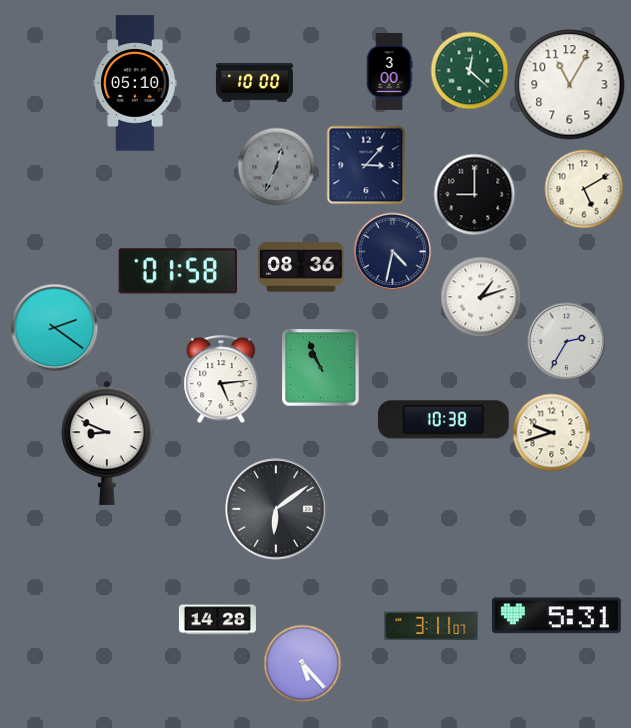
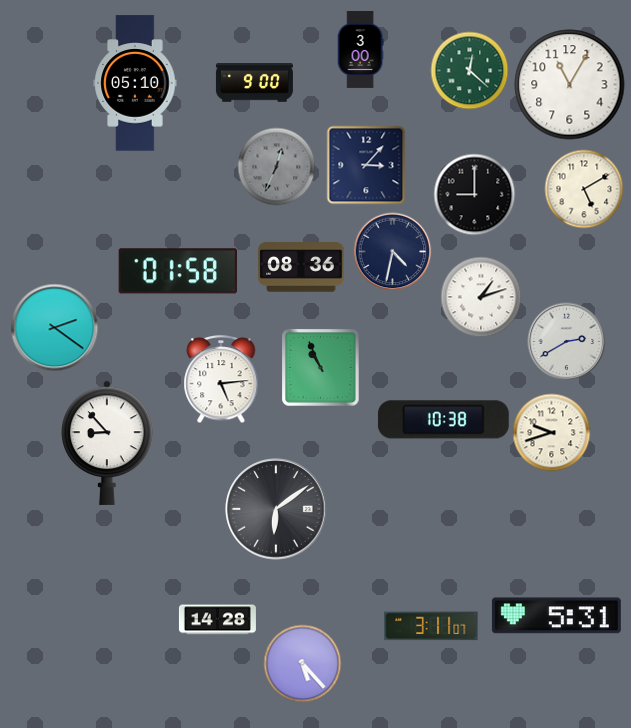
clock at (389, 71) position: (389, 71) -> (360, 49)
clock at (254, 83): 10:00 -> 9:00
clock at (566, 341): 2:35 -> 2:40
clock at (107, 443): 8:49 -> 8:53
